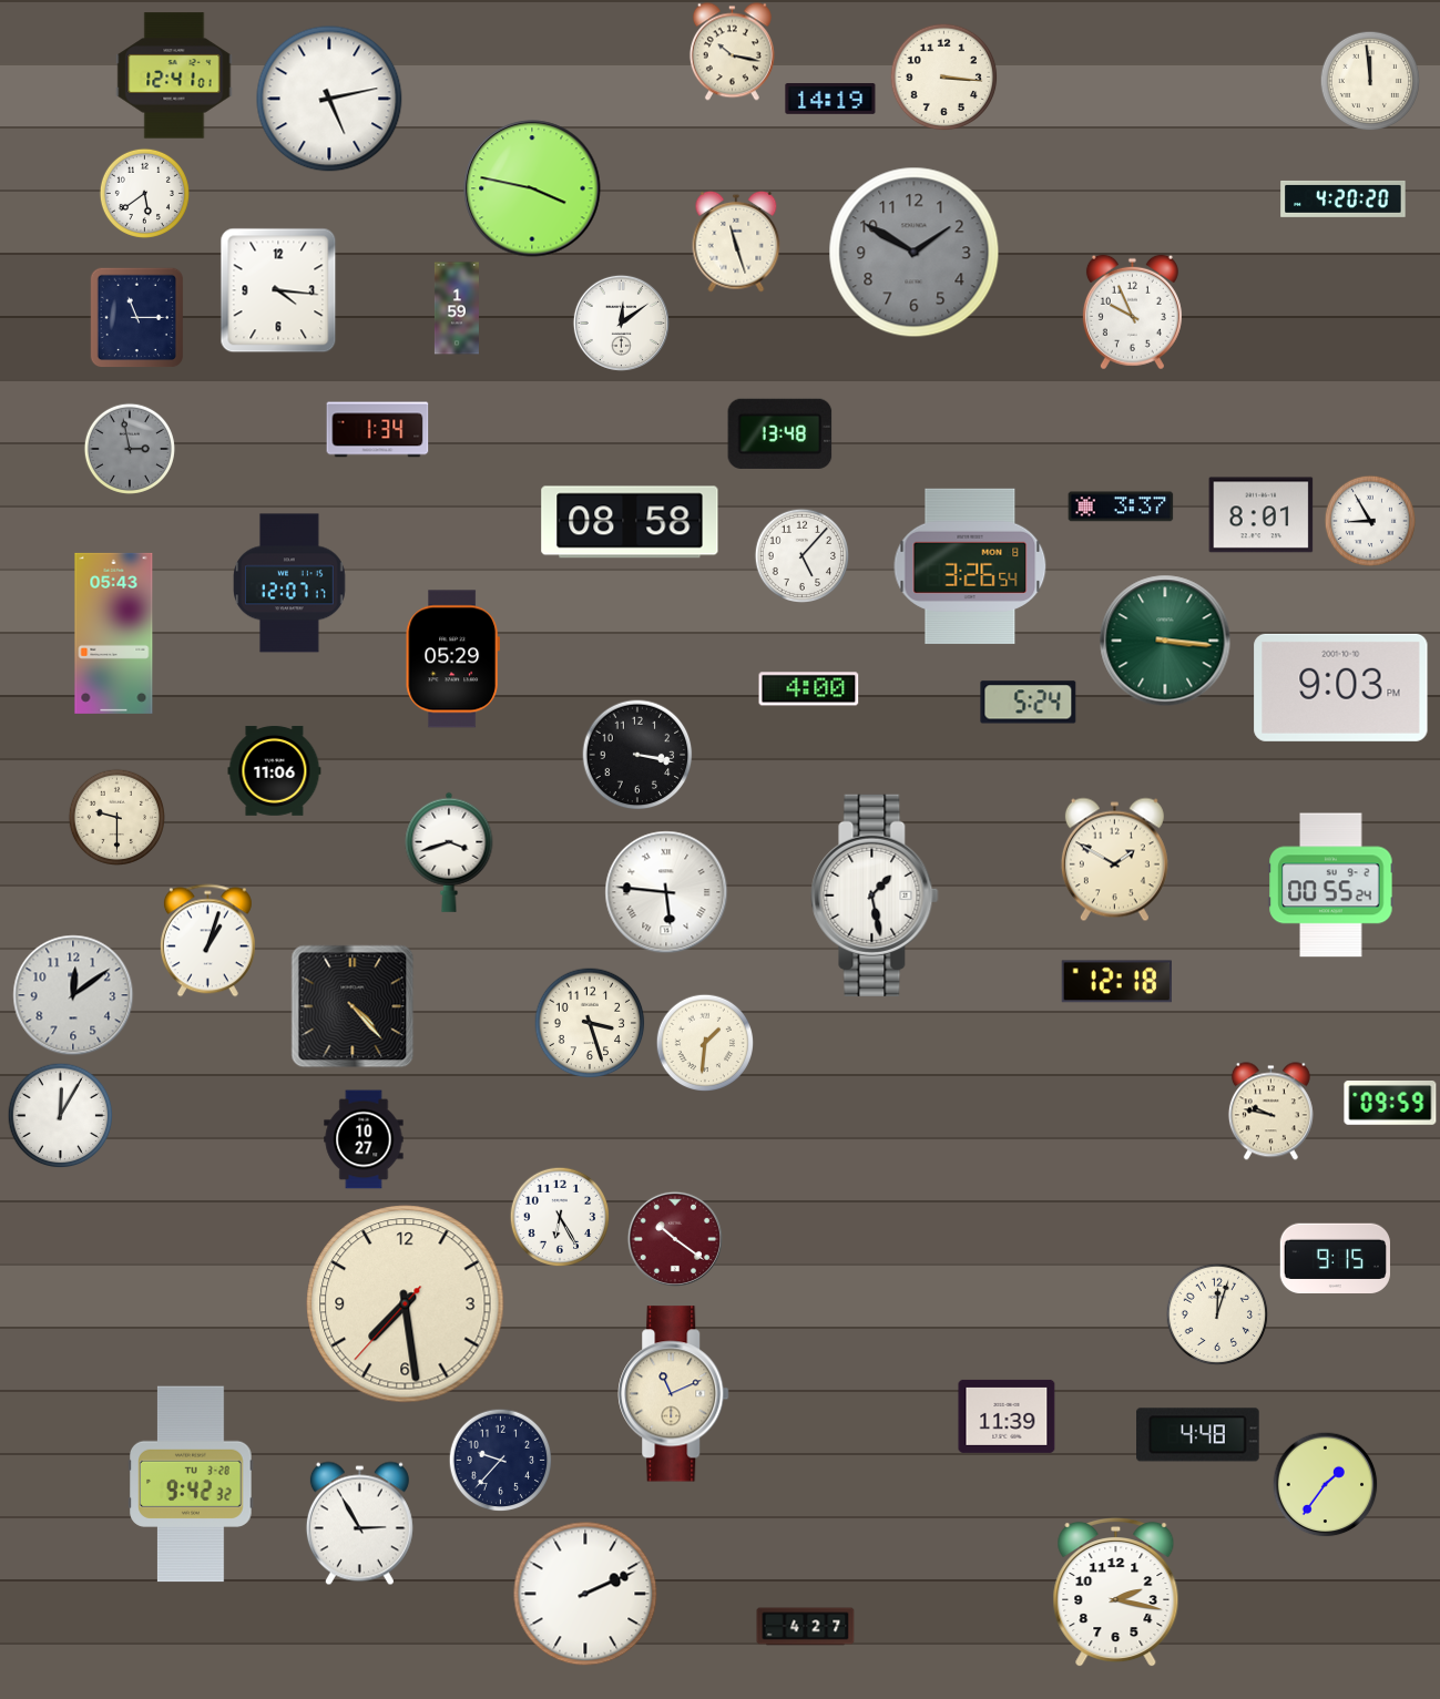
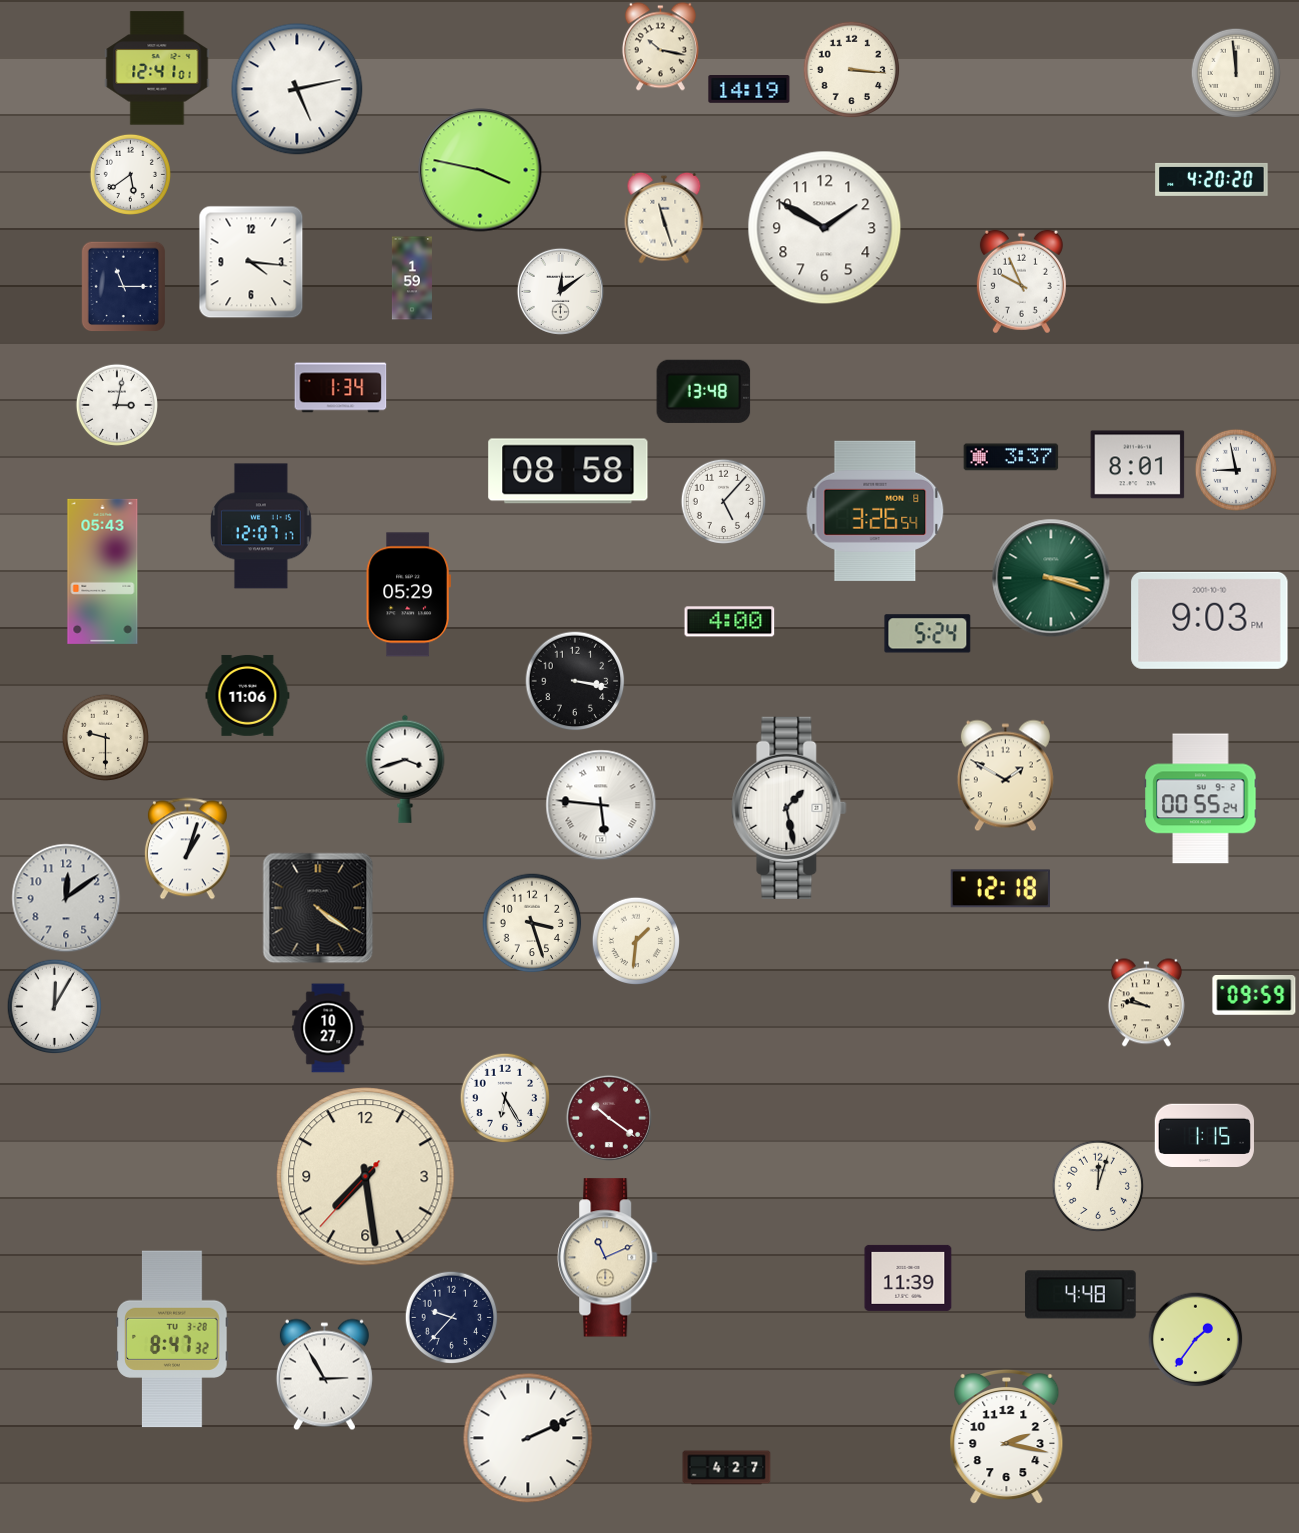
clock at (915, 253) dial: grey -> white
clock at (130, 449): 2:58 -> 3:02
clock at (130, 449) dial: grey -> white
clock at (1370, 521): 8:55 -> 8:58
clock at (1165, 641): 3:16 -> 3:18
clock at (1116, 982) position: (1116, 982) -> (1000, 889)
clock at (353, 1006): 4:23 -> 4:21
clock at (1335, 1258): 9:15 -> 1:15
clock at (191, 1484): 9:42 -> 8:47
